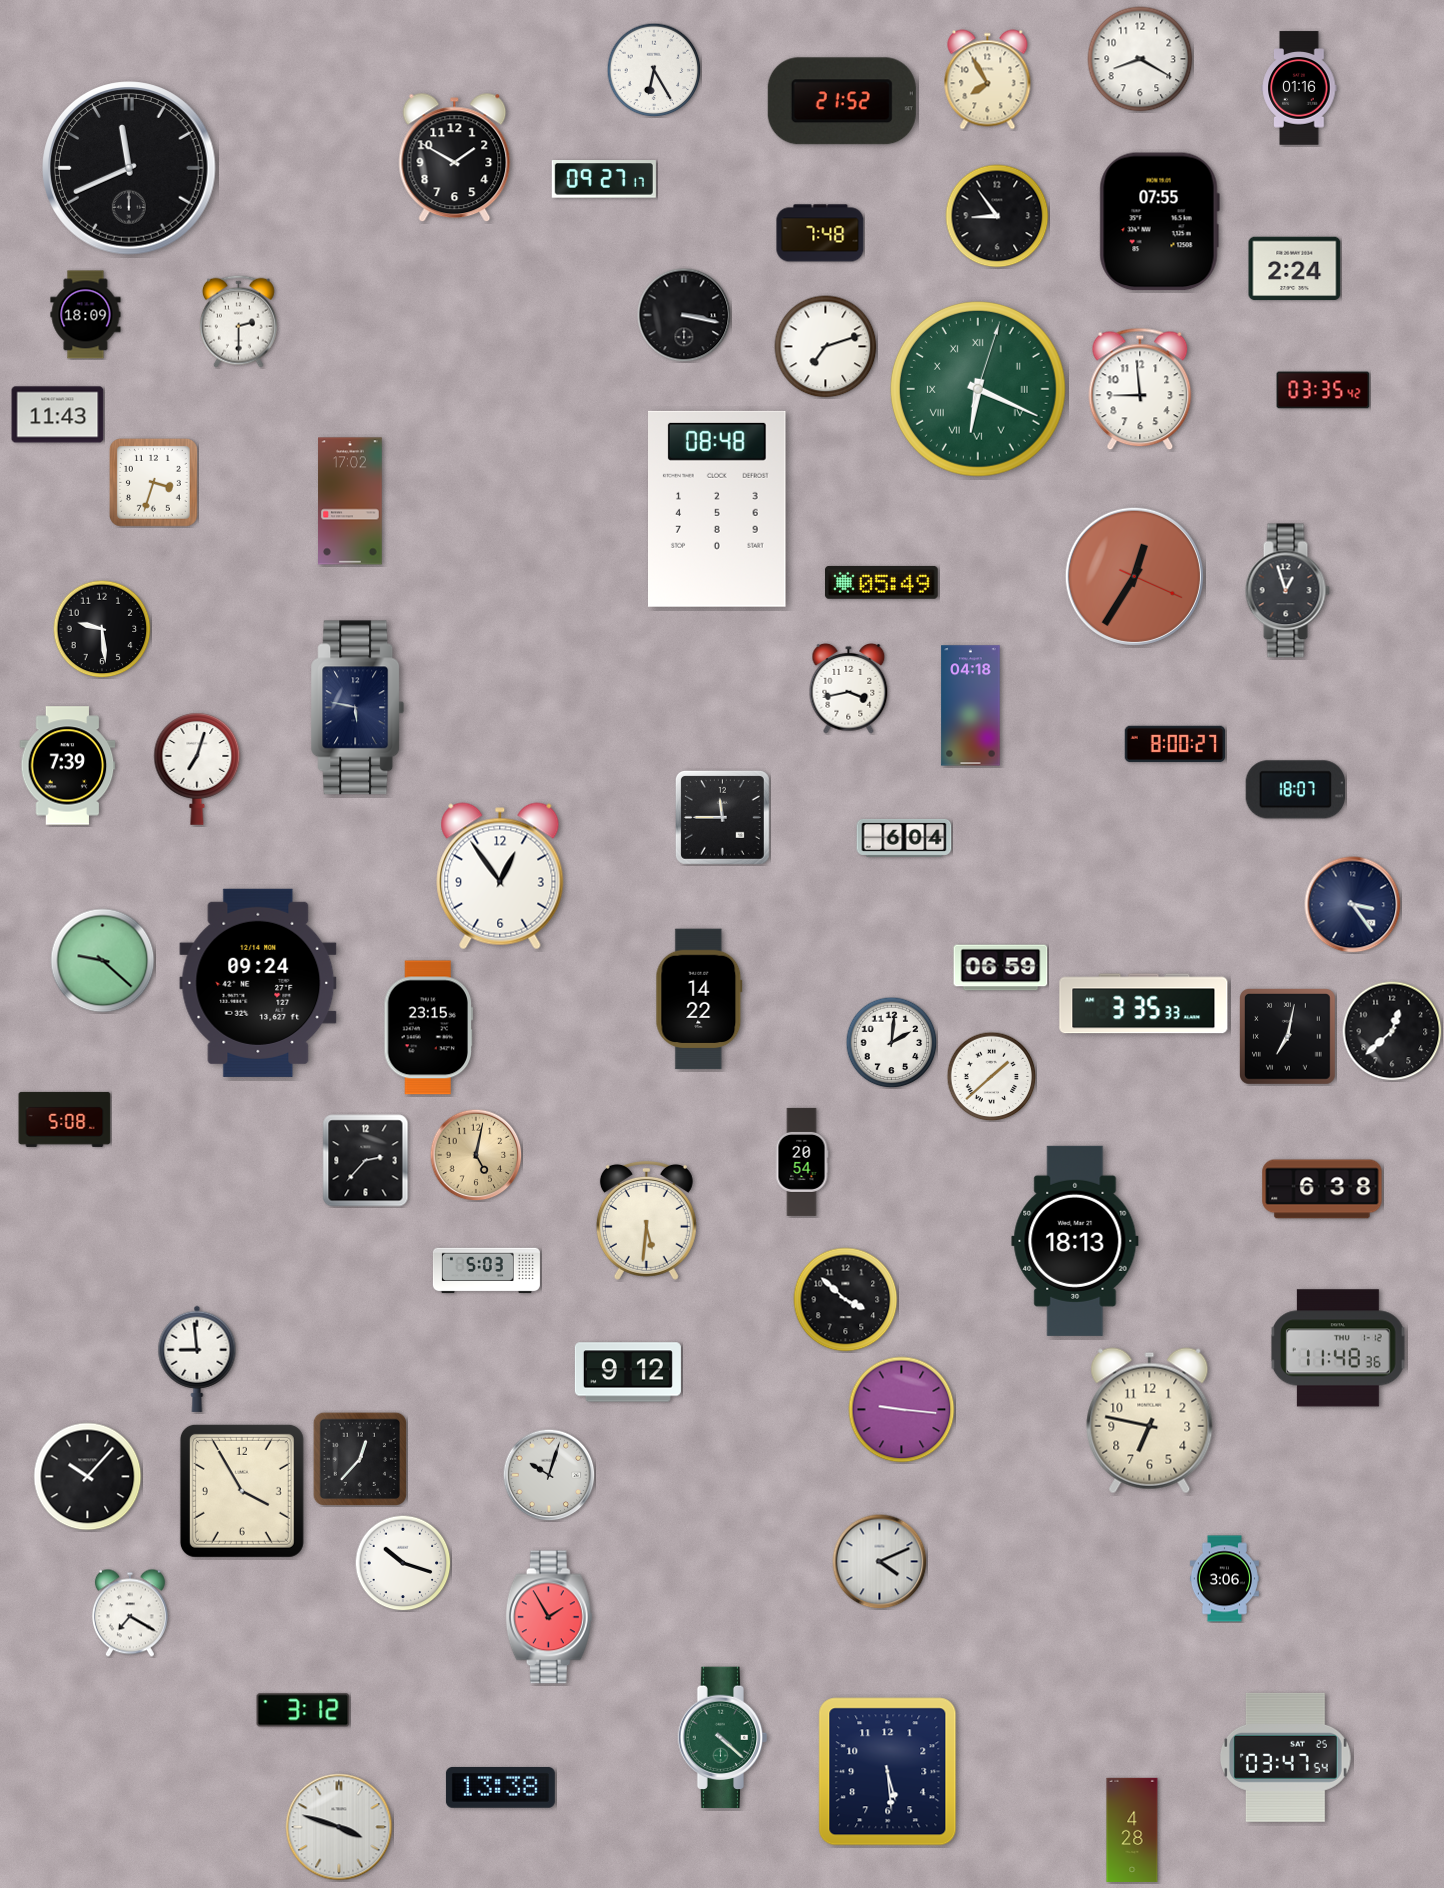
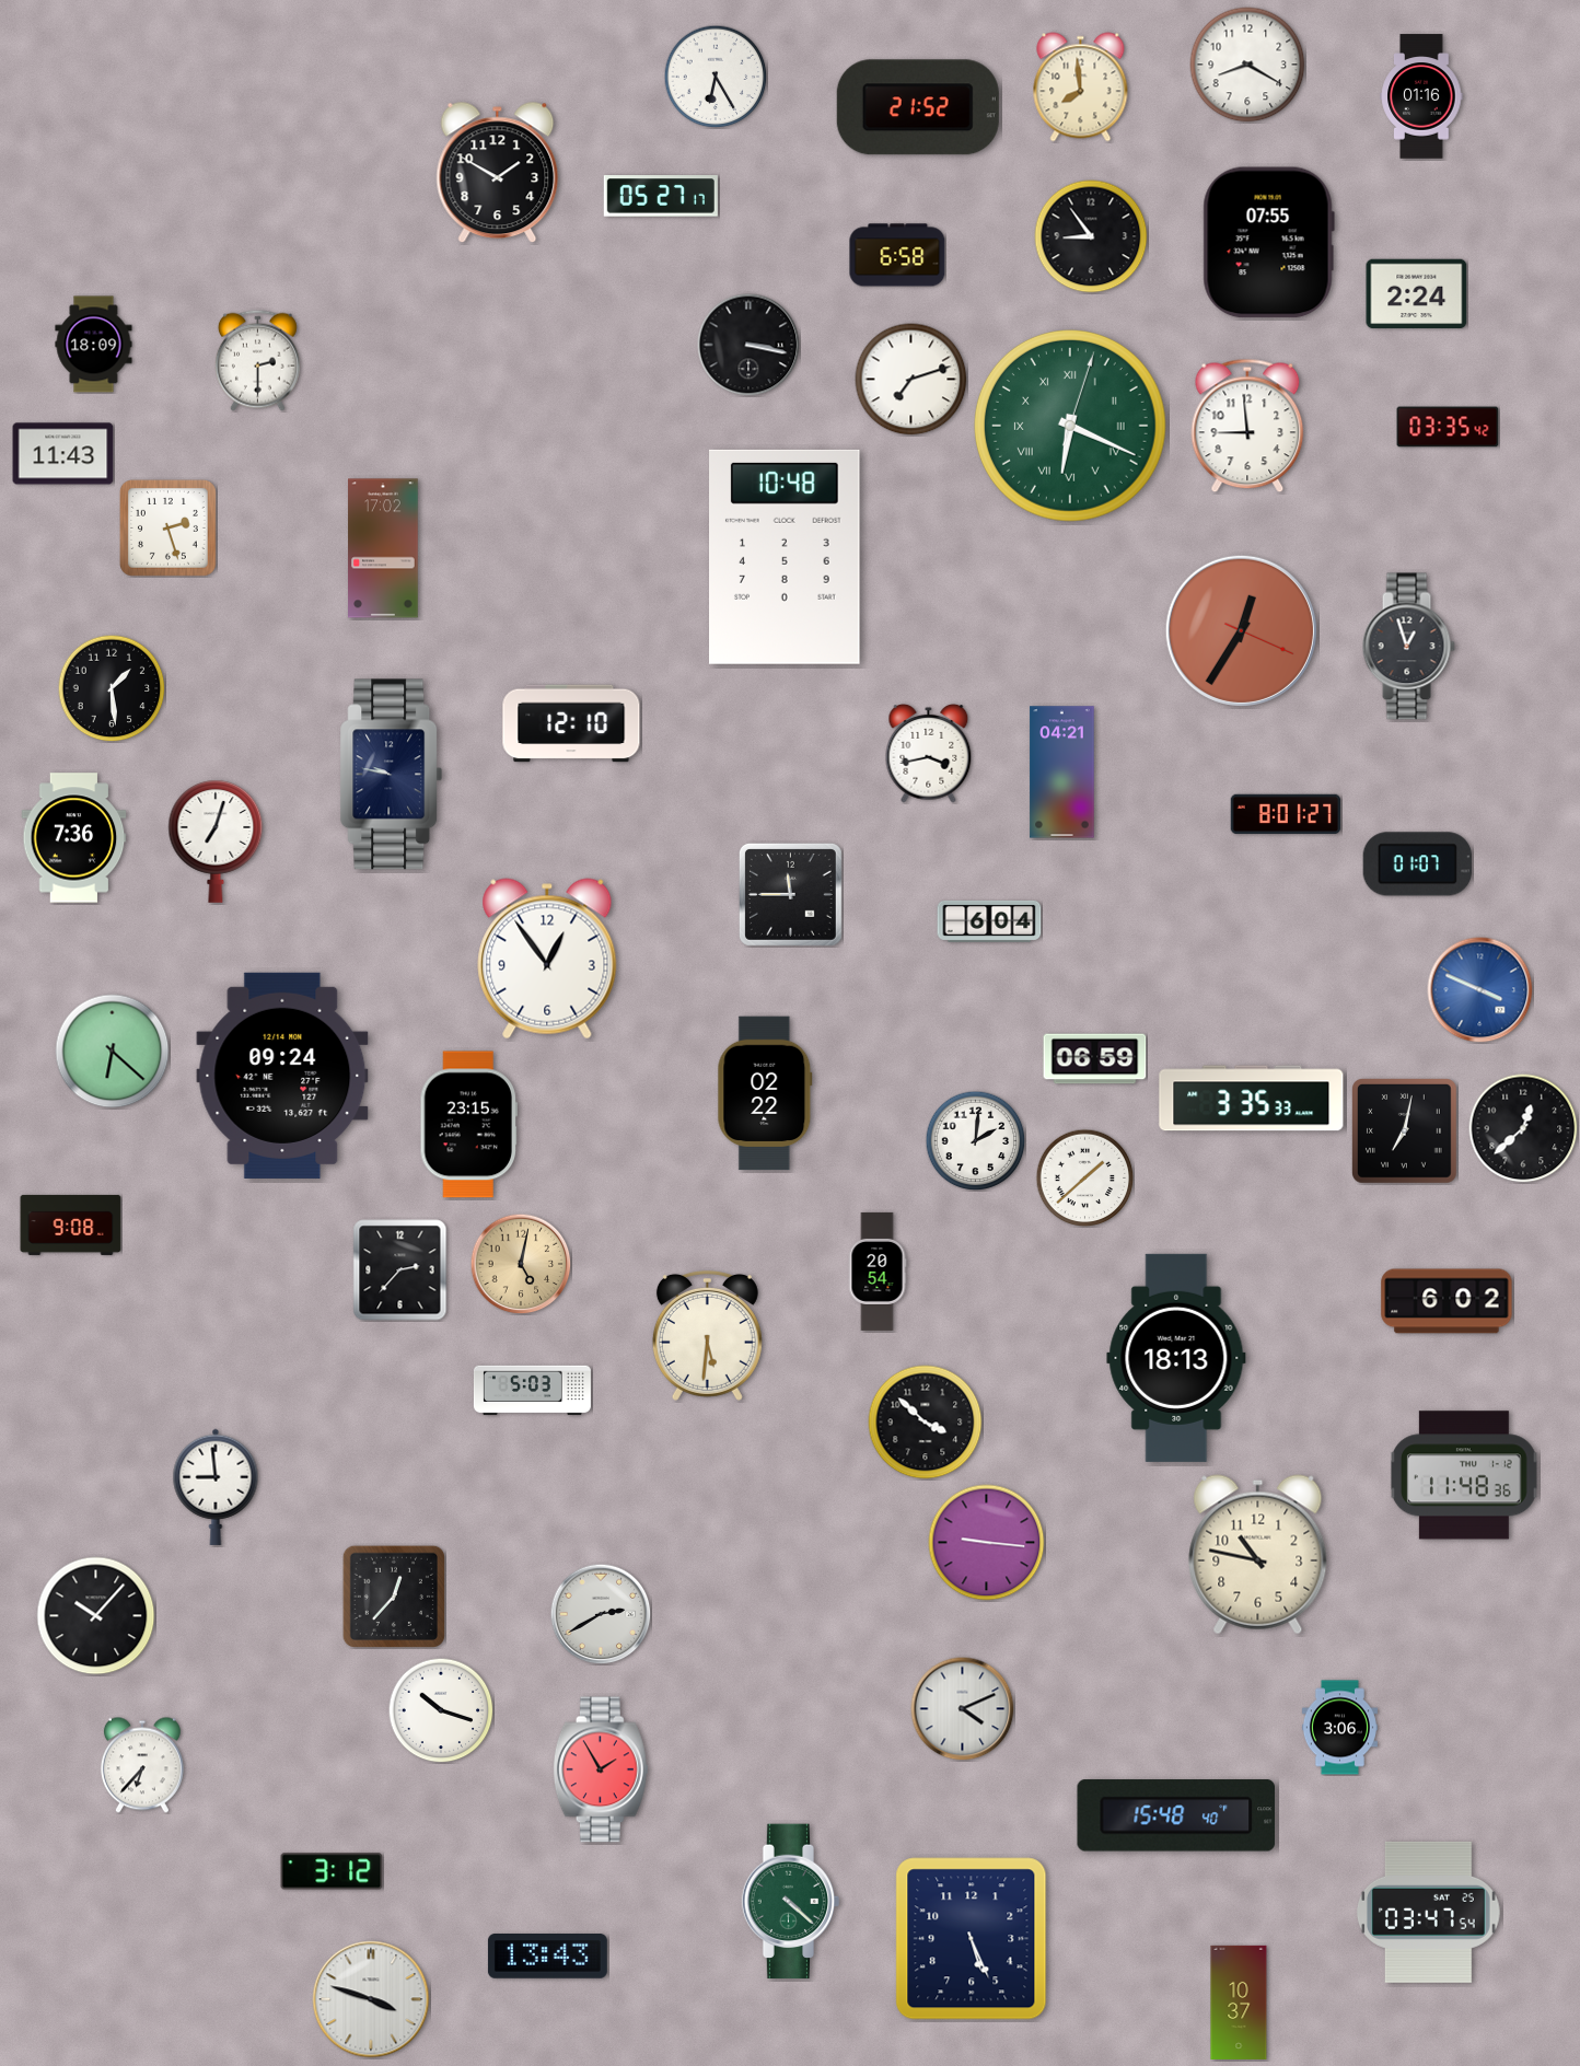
clock at (988, 80): 7:55 -> 7:59
clock at (842, 101) position: (842, 101) -> (918, 107)
clock at (129, 168): 11:41 -> none
clock at (604, 179): 09:27 -> 05:27
clock at (820, 233): 7:48 -> 6:58
clock at (238, 321) position: (238, 321) -> (257, 360)
clock at (826, 347) position: (826, 347) -> (911, 380)
clock at (153, 482): 3:33 -> 2:27
clock at (718, 509): 08:48 -> 10:48
clock at (882, 583): 05:49 -> none
clock at (102, 629): 9:29 -> 1:29
clock at (571, 723): none -> 12:10
clock at (971, 706): 04:18 -> 04:21
clock at (358, 708): 5:47 -> 9:47
clock at (1175, 744): 8:00 -> 8:01
clock at (68, 766): 7:39 -> 7:36
clock at (1296, 790): 18:07 -> 01:07
clock at (904, 838) position: (904, 838) -> (989, 921)
clock at (1353, 905): 3:24 -> 3:49
clock at (1353, 905) dial: navy -> blue
clock at (103, 961): 9:22 -> 6:22
clock at (699, 999): 14:22 -> 02:22
clock at (1288, 1037) position: (1288, 1037) -> (1405, 1131)
clock at (65, 1119): 5:08 -> 9:08
clock at (1322, 1189): 6:38 -> 6:02
clock at (628, 1372): 9:12 -> none
clock at (1150, 1421): 6:47 -> 10:47
clock at (549, 1475): 10:03 -> 2:40
clock at (242, 1491): 3:55 -> none
clock at (130, 1613): 7:20 -> 6:37
clock at (1176, 1815): none -> 15:48
clock at (1285, 1757) position: (1285, 1757) -> (1428, 1912)
clock at (888, 1772): 5:29 -> 5:26
clock at (500, 1788): 13:38 -> 13:43
clock at (1132, 1830): 4:28 -> 10:37
